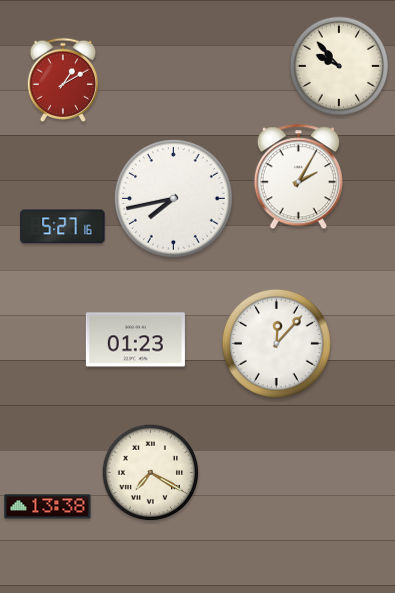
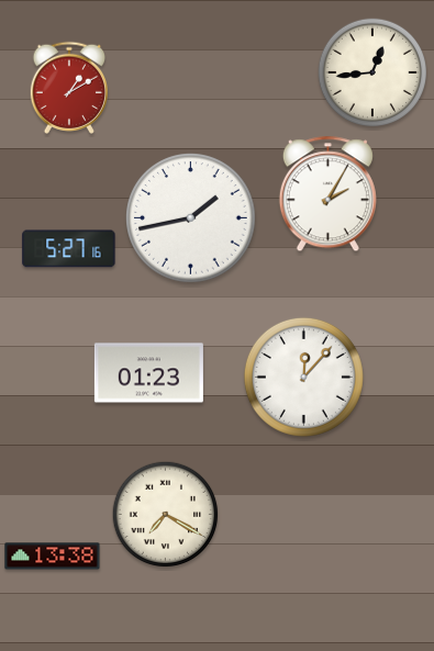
clock at (338, 65): 9:53 -> 12:44
clock at (174, 199): 7:43 -> 1:43
clock at (151, 473) position: (151, 473) -> (166, 515)
